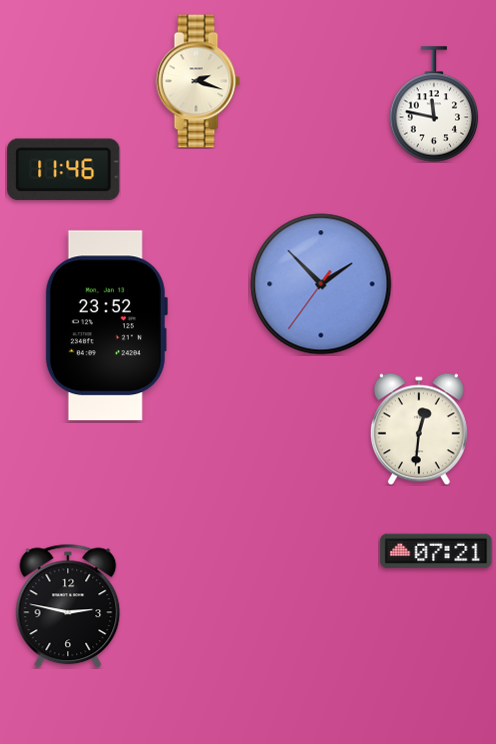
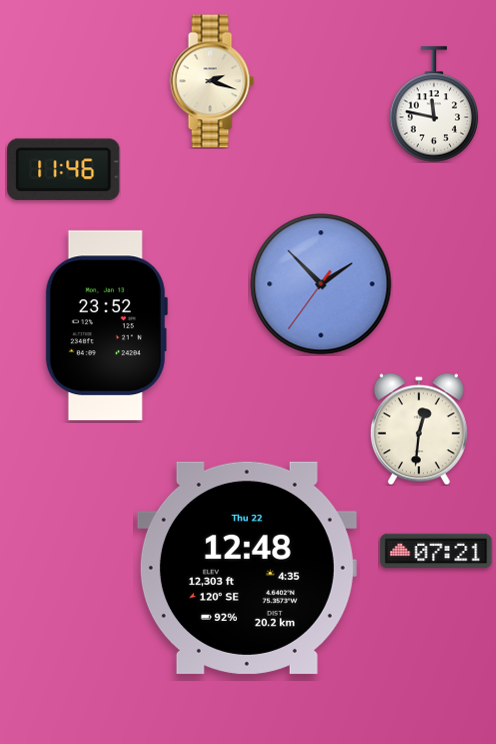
clock at (198, 81) position: (198, 81) -> (212, 81)
clock at (247, 568): none -> 12:48
clock at (68, 606): 2:47 -> none
